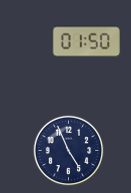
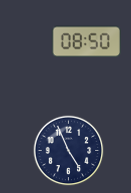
clock at (86, 42): 01:50 -> 08:50
